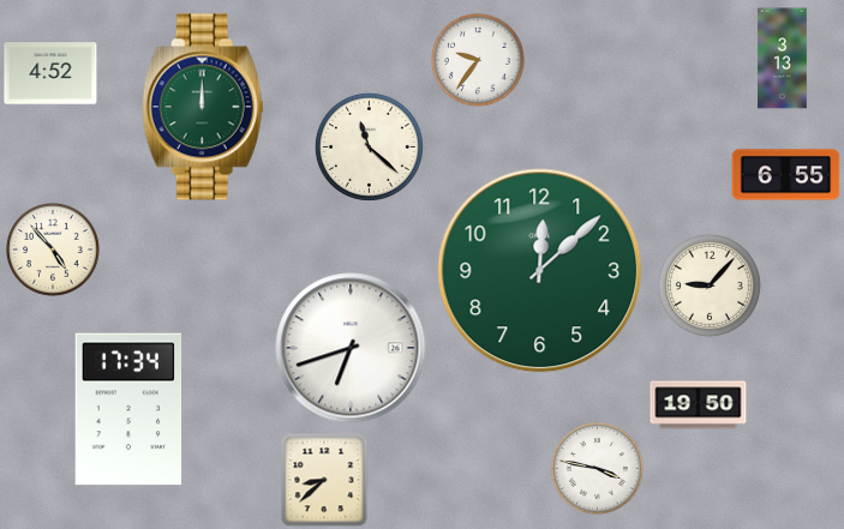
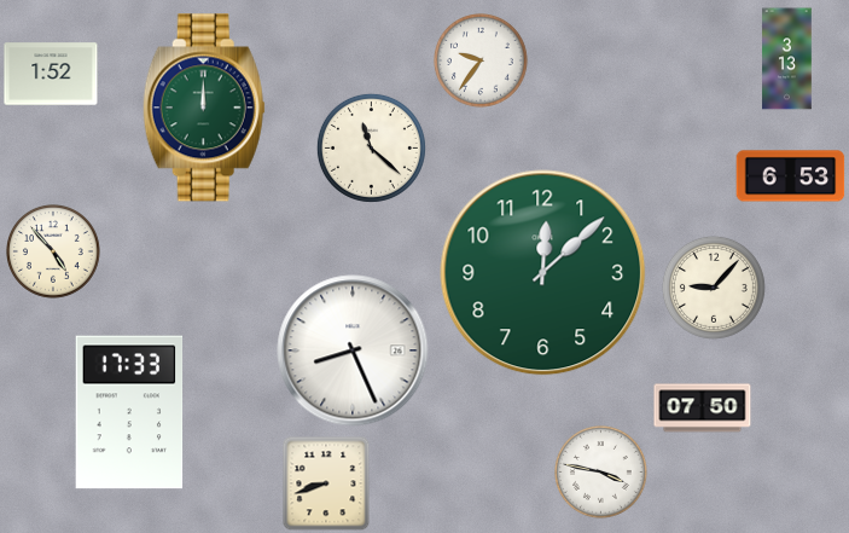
clock at (50, 73): 4:52 -> 1:52
clock at (786, 175): 6:55 -> 6:53
clock at (351, 348): 6:42 -> 8:26
clock at (699, 405): 19:50 -> 07:50
clock at (128, 409): 17:34 -> 17:33
clock at (324, 480): 8:38 -> 8:42
